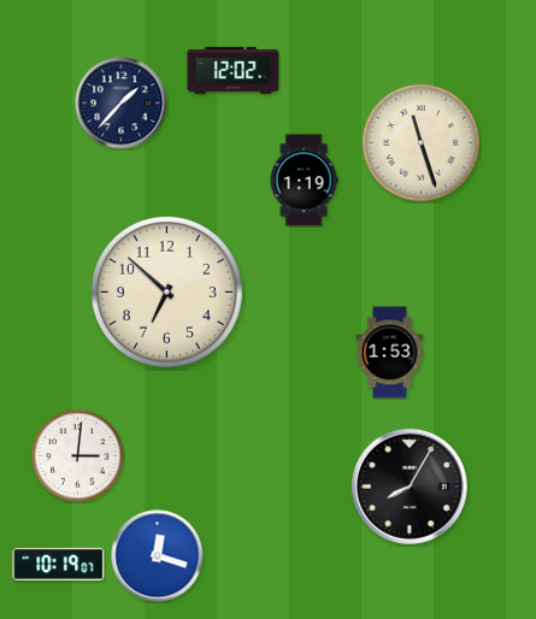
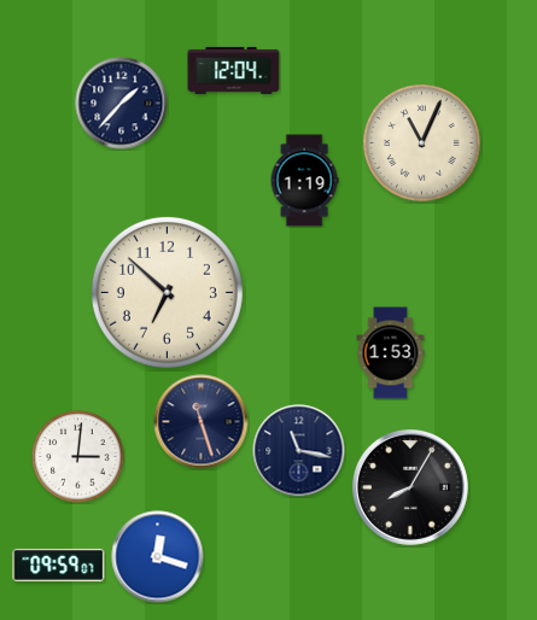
clock at (234, 70): 12:02 -> 12:04
clock at (422, 143): 11:27 -> 11:04
clock at (202, 422): none -> 11:27
clock at (299, 451): none -> 11:17
clock at (59, 564): 10:19 -> 09:59
